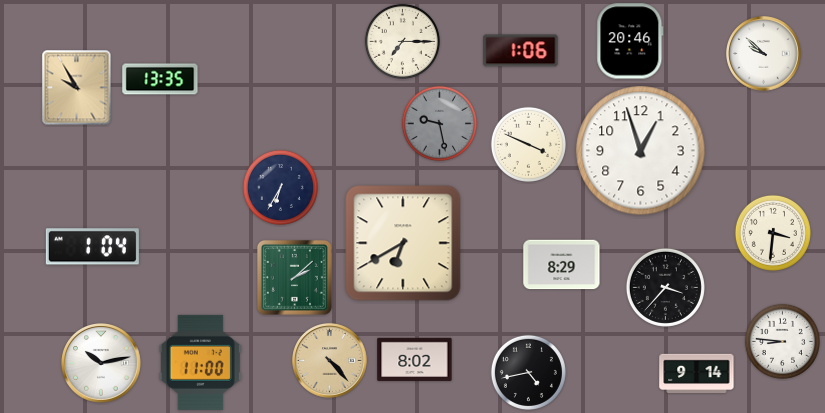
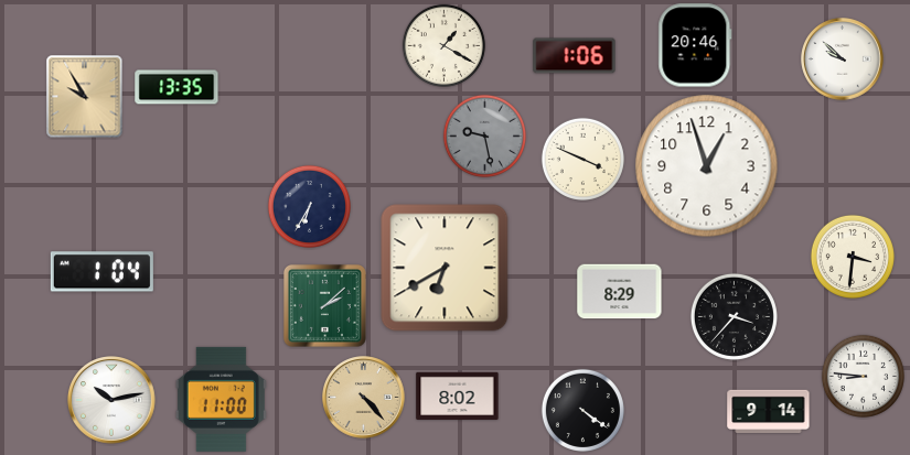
clock at (402, 41): 7:15 -> 1:20
clock at (528, 372): 4:43 -> 4:21
